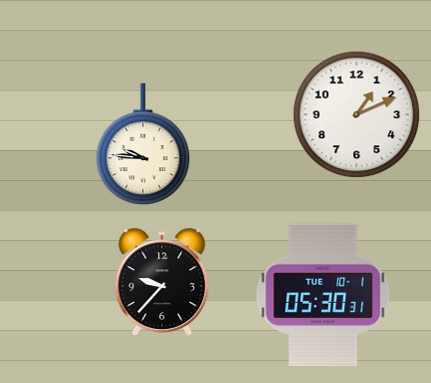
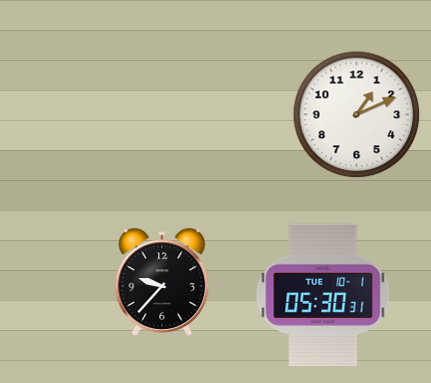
clock at (143, 145): 9:46 -> none
